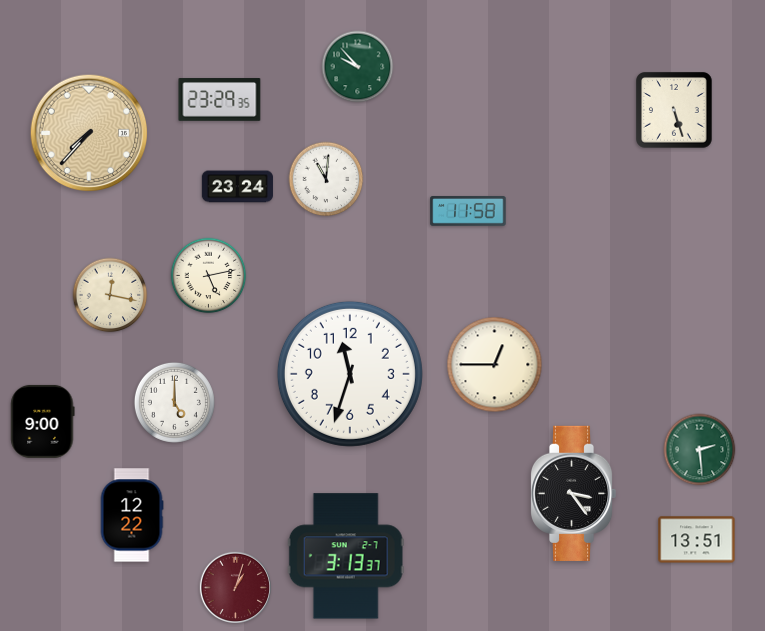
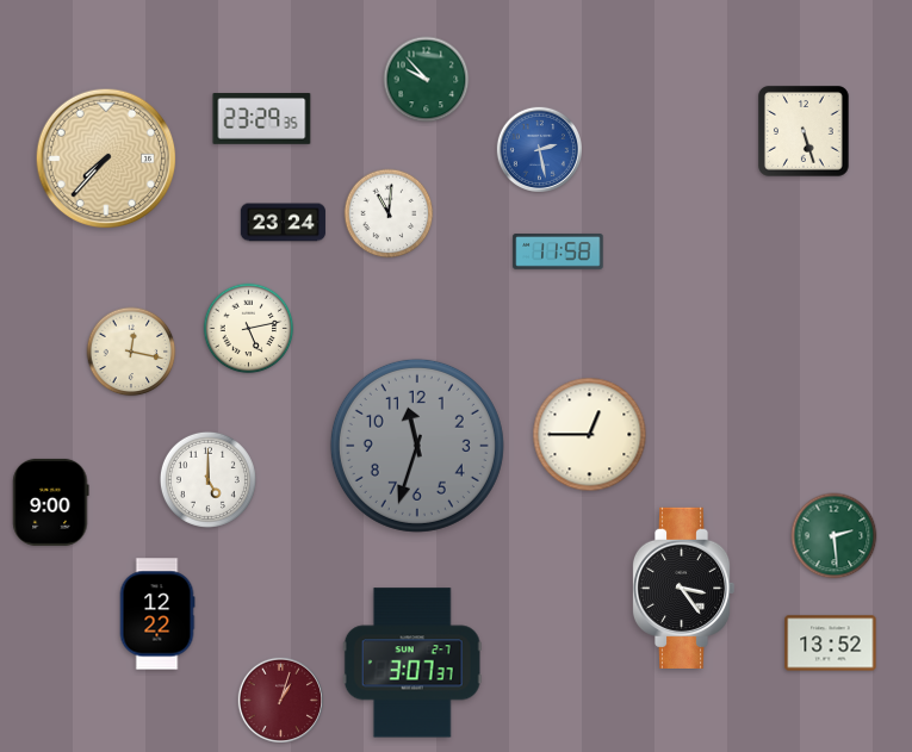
clock at (539, 149): none -> 2:28
clock at (350, 374) dial: white -> grey
clock at (697, 540): 13:51 -> 13:52
clock at (346, 556): 3:13 -> 3:07
